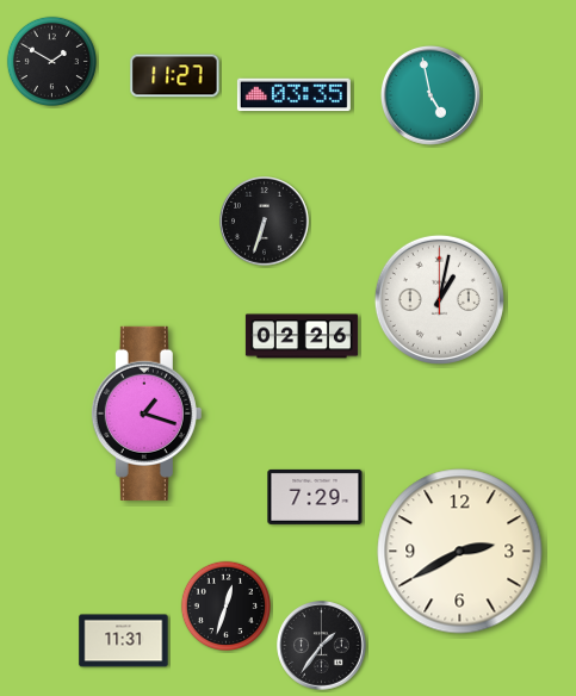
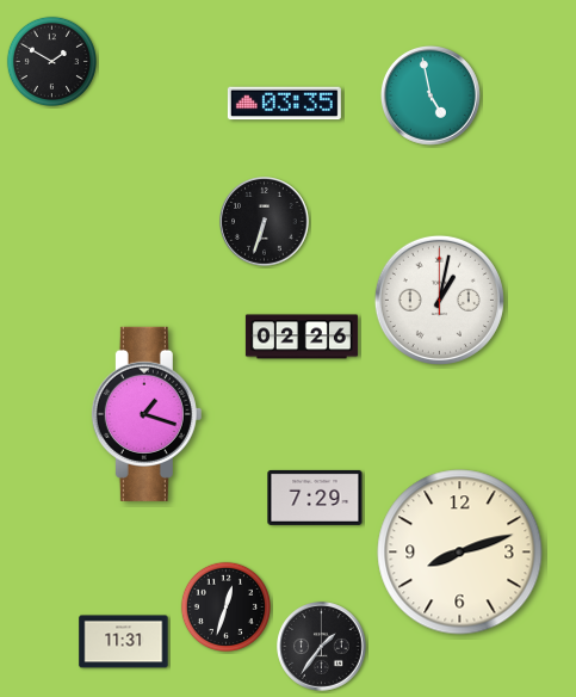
clock at (175, 76): 11:27 -> none
clock at (293, 95) position: (293, 95) -> (284, 104)
clock at (460, 552): 2:40 -> 8:12
